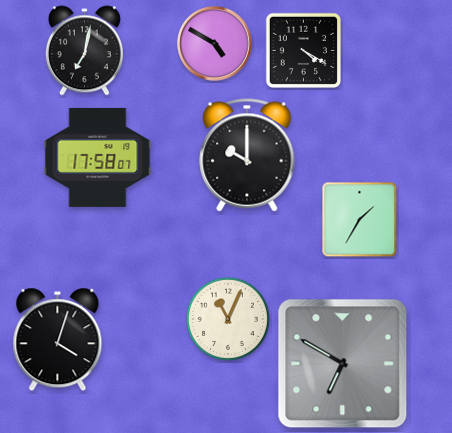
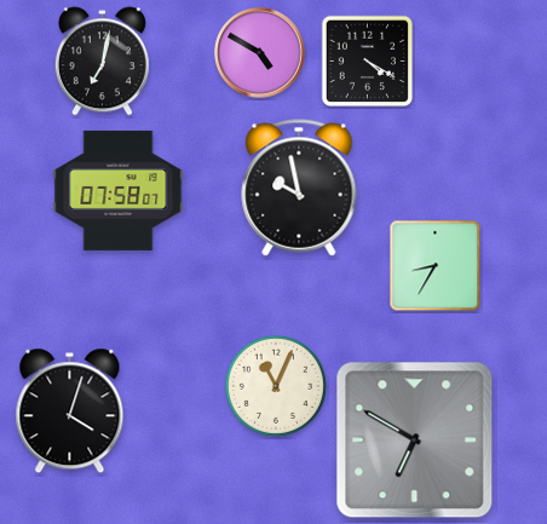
clock at (247, 155): 10:00 -> 9:58
clock at (98, 157): 17:58 -> 07:58
clock at (360, 220): 1:35 -> 8:35
